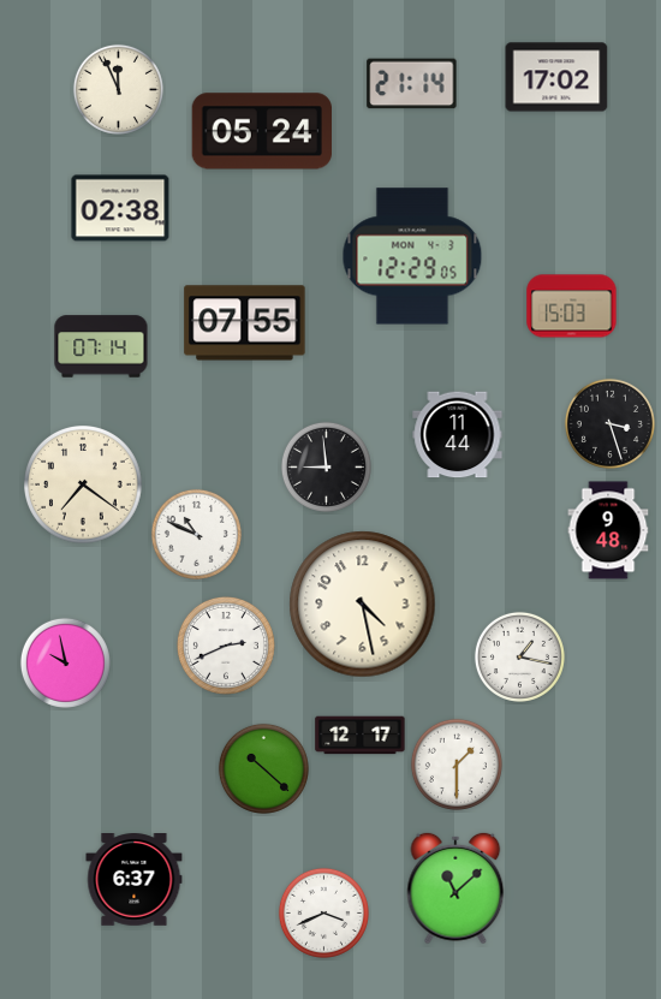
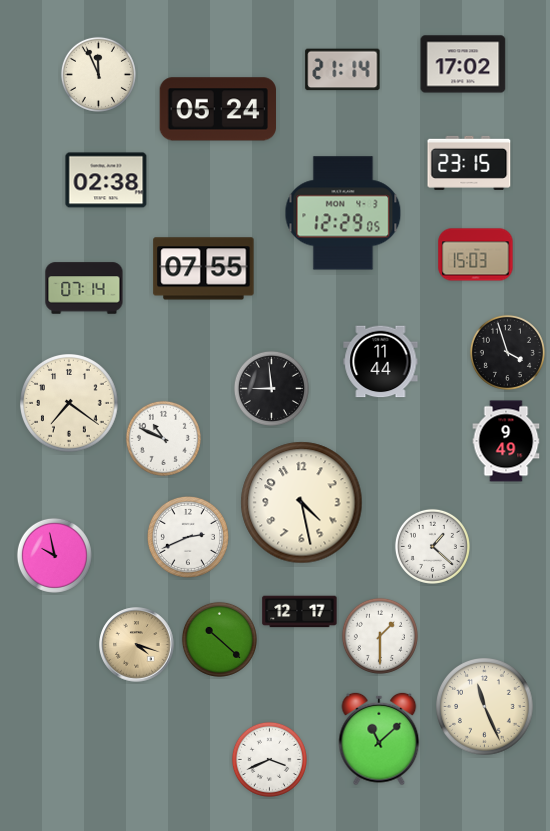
clock at (469, 163): none -> 23:15
clock at (120, 208) position: (120, 208) -> (106, 180)
clock at (609, 423): 3:27 -> 3:57
clock at (608, 530): 9:48 -> 9:49
clock at (196, 534) position: (196, 534) -> (163, 438)
clock at (519, 656): 1:17 -> 1:22
clock at (65, 662) position: (65, 662) -> (54, 555)
clock at (137, 645): none -> 4:18
clock at (485, 707): none -> 11:26
clock at (135, 880): 6:37 -> none
